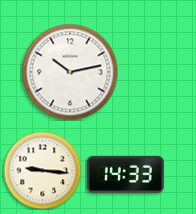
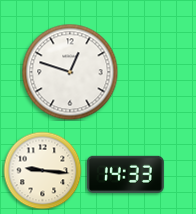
clock at (70, 72): 10:13 -> 12:48
